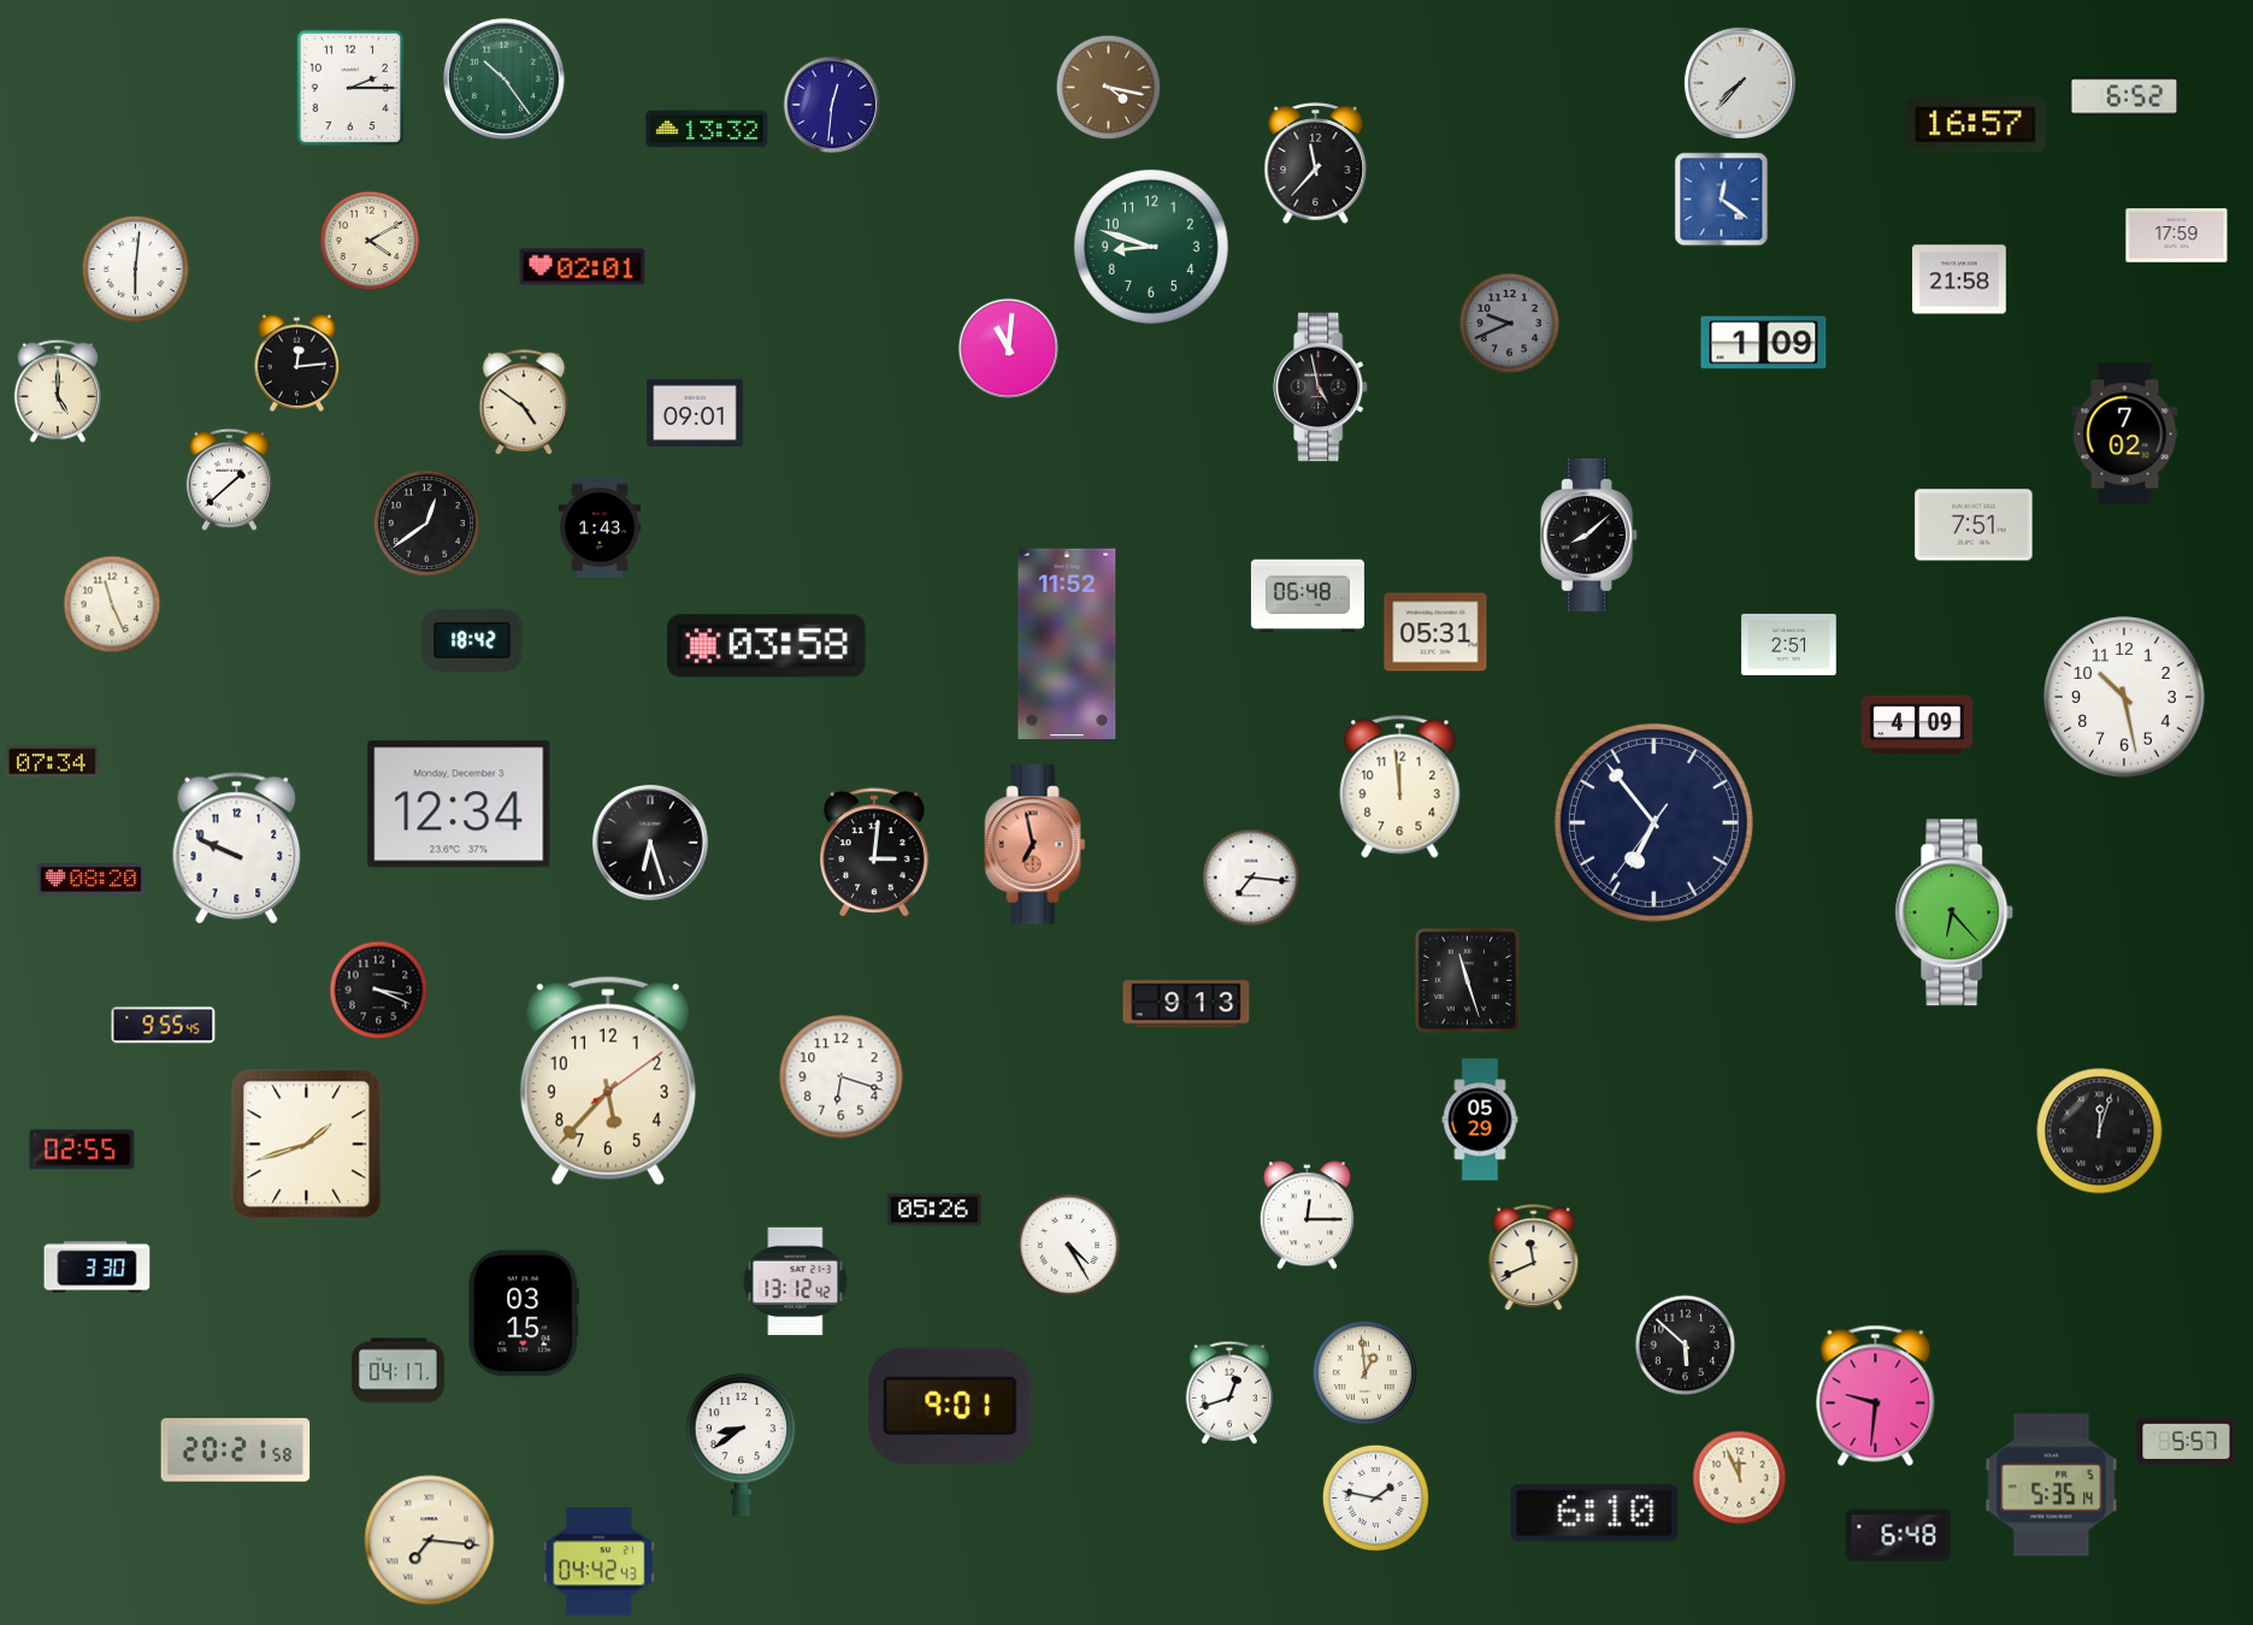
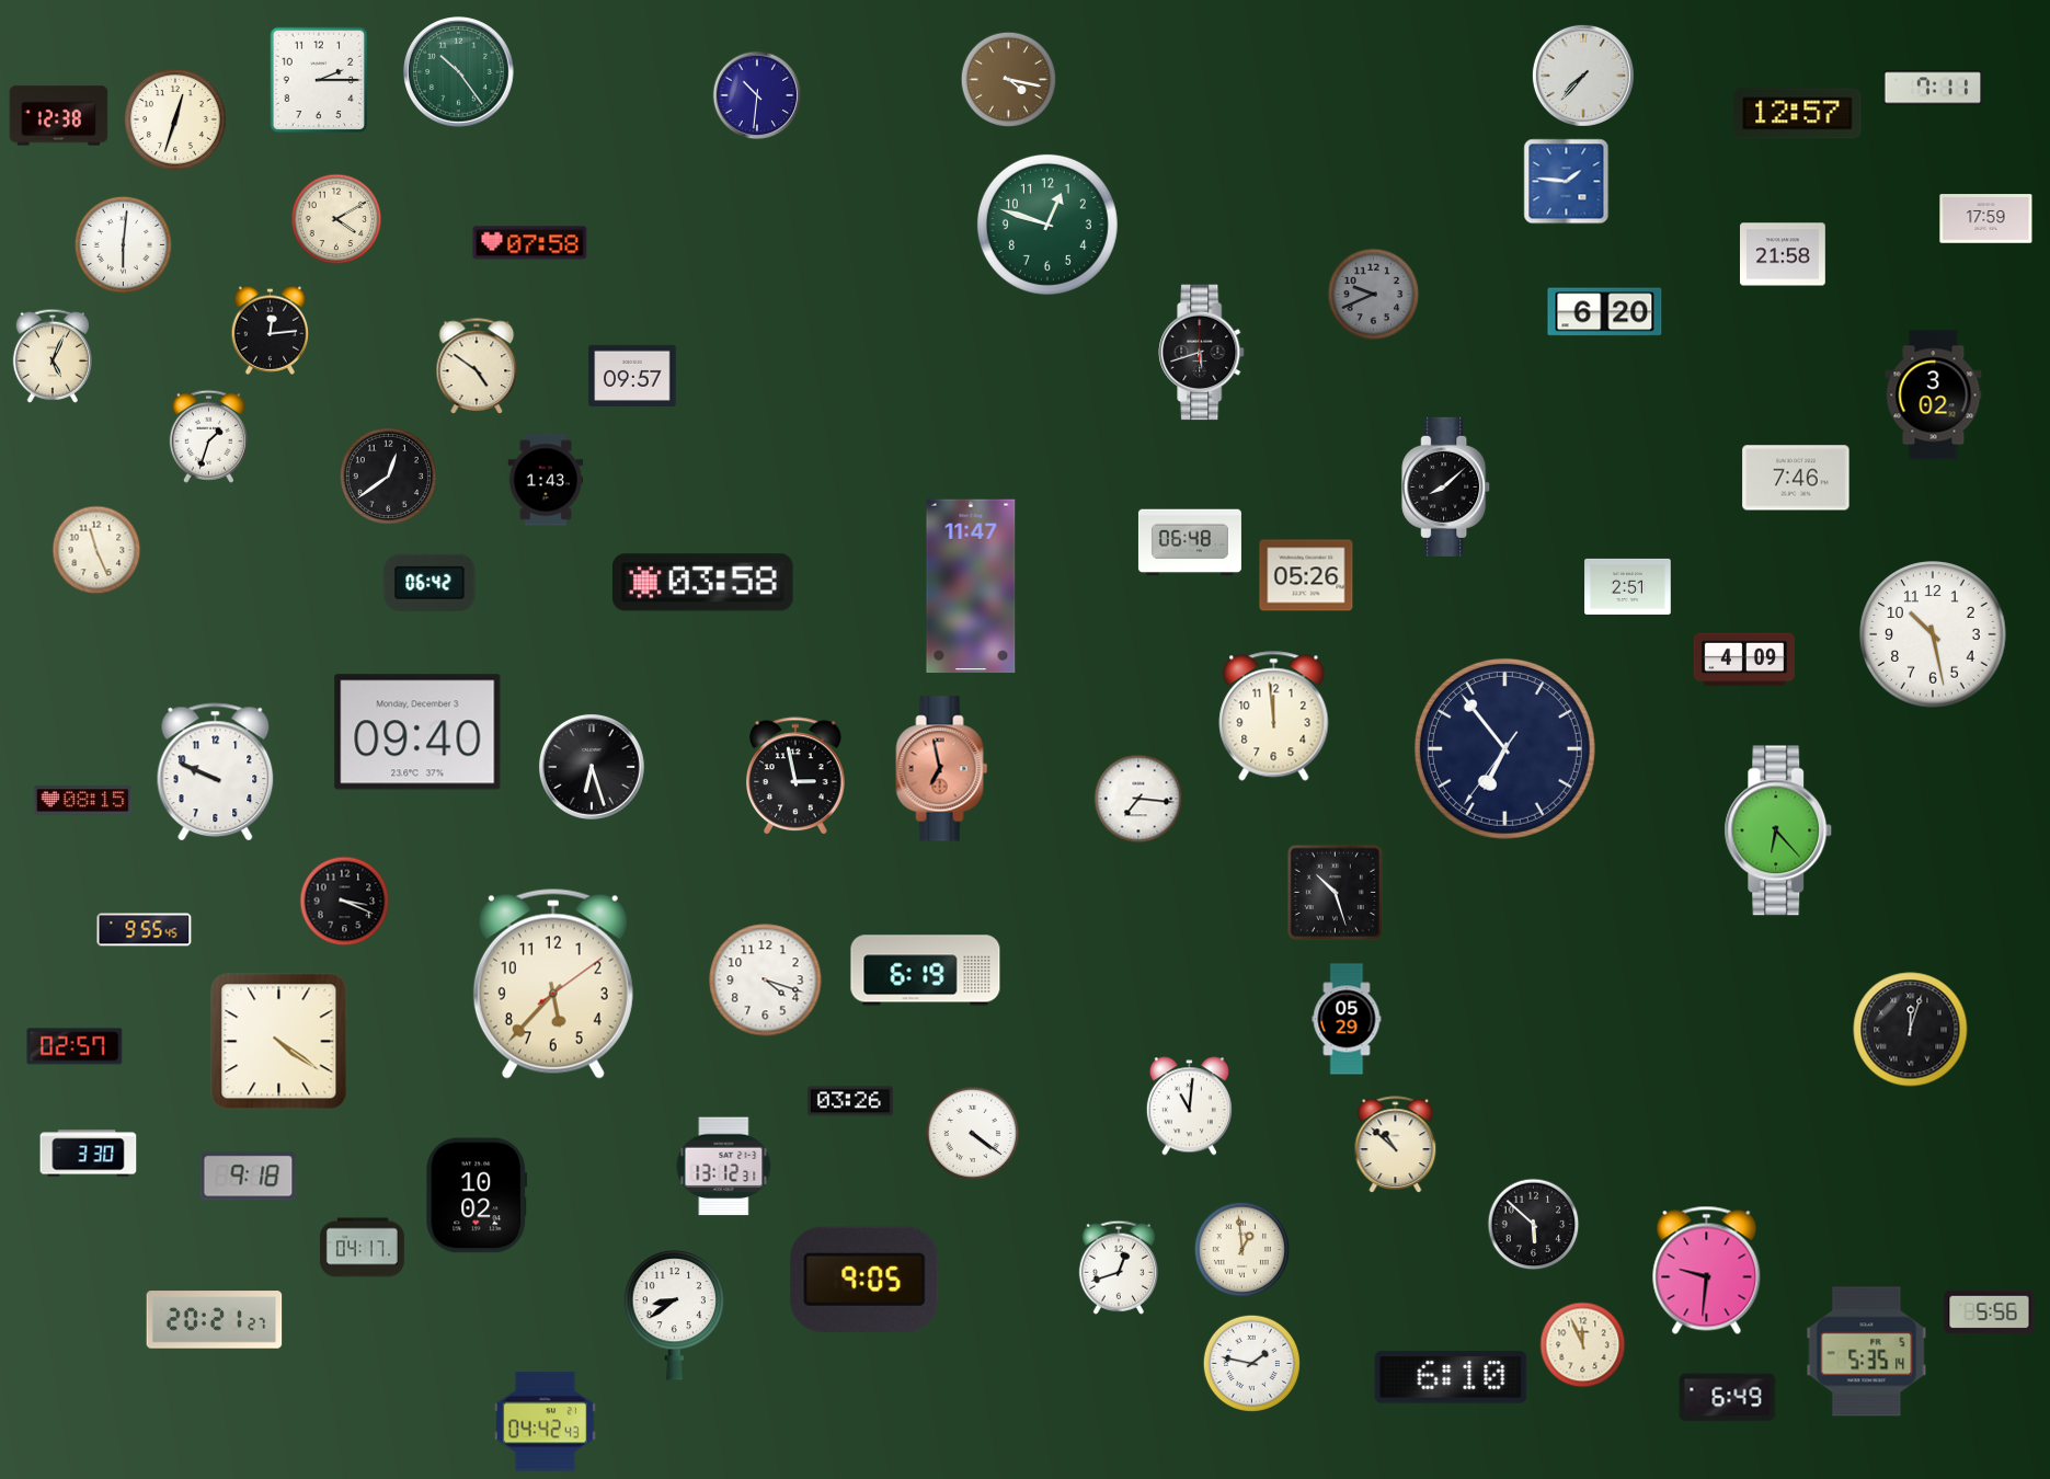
clock at (2124, 96): 6:52 -> 7:11
clock at (832, 105): 12:31 -> 10:31
clock at (1976, 125): 16:57 -> 12:57
clock at (59, 116): none -> 12:38
clock at (707, 129): 13:32 -> none
clock at (175, 119): none -> 12:33
clock at (1316, 164): 11:37 -> none
clock at (1722, 200): 12:21 -> 1:46
clock at (2177, 236) position: (2177, 236) -> (1986, 219)
clock at (1151, 247): 8:48 -> 12:48
clock at (583, 267): 02:01 -> 07:58
clock at (1764, 343): 1:09 -> 6:20
clock at (1009, 349): 11:01 -> none
clock at (1321, 388): 4:58 -> 5:42
clock at (58, 391): 5:00 -> 5:04
clock at (695, 413): 09:01 -> 09:57
clock at (2125, 435): 7:02 -> 3:02
clock at (229, 479): 1:38 -> 1:33
clock at (1974, 525): 7:51 -> 7:46
clock at (112, 604) position: (112, 604) -> (96, 550)
clock at (1435, 632): 05:31 -> 05:26
clock at (472, 640): 18:42 -> 06:42
clock at (1067, 644): 11:52 -> 11:47
clock at (767, 646) position: (767, 646) -> (703, 583)
clock at (52, 762): 07:34 -> none
clock at (459, 804): 12:34 -> 09:40
clock at (875, 853): 3:01 -> 2:58
clock at (92, 880): 08:20 -> 08:15
clock at (1467, 980): 11:27 -> 10:27
clock at (1186, 1004): 9:13 -> none
clock at (164, 1026) position: (164, 1026) -> (145, 930)
clock at (926, 971): none -> 6:19
clock at (842, 1077): 6:18 -> 4:18
clock at (307, 1145): 1:42 -> 4:21
clock at (82, 1150): 02:55 -> 02:57
clock at (934, 1210): 05:26 -> 03:26
clock at (1307, 1216): 12:15 -> 11:01
clock at (1069, 1246): 4:25 -> 4:21
clock at (1534, 1258): 11:41 -> 10:52
clock at (796, 1282): 13:12:42 -> 13:12:31
clock at (249, 1177): none -> 9:18
clock at (524, 1313): 03:15 -> 10:02
clock at (950, 1406): 9:01 -> 9:05
clock at (2187, 1442): 5:57 -> 5:56
clock at (236, 1450): 20:21:58 -> 20:21:27
clock at (1899, 1536): 6:48 -> 6:49
clock at (430, 1541): 7:16 -> none
